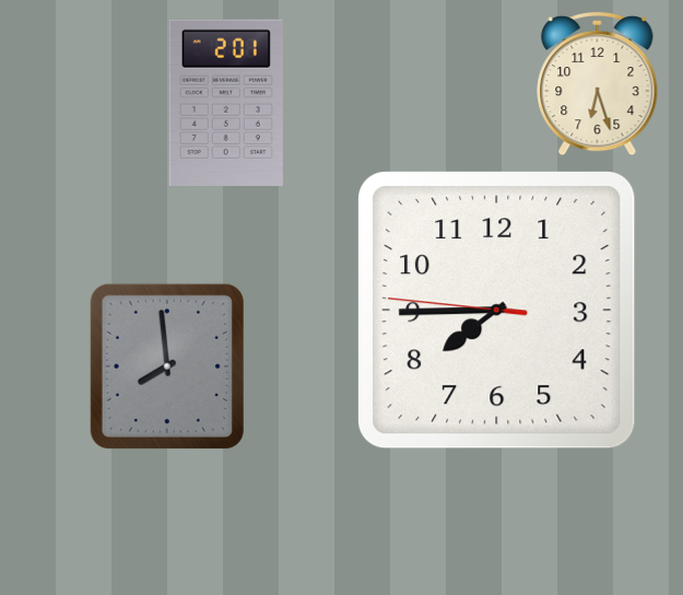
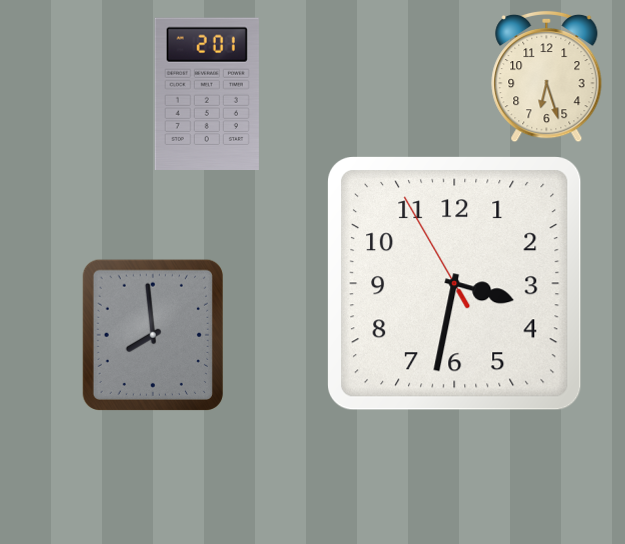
clock at (497, 311): 7:44 -> 3:31
